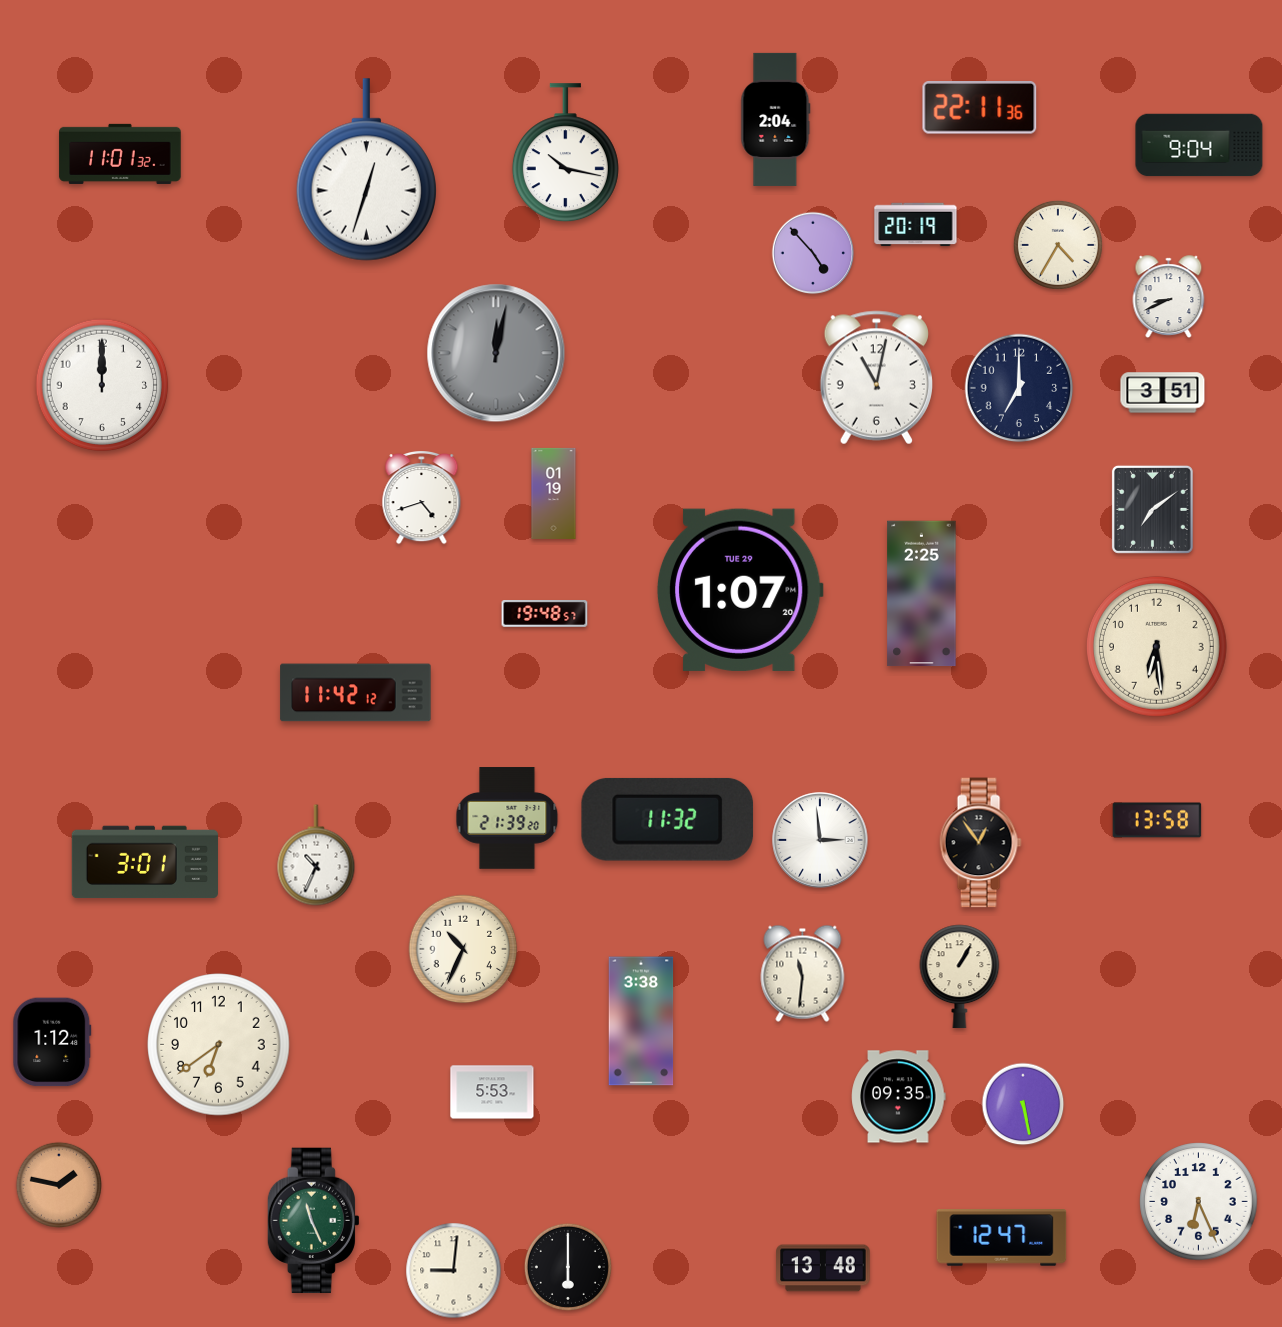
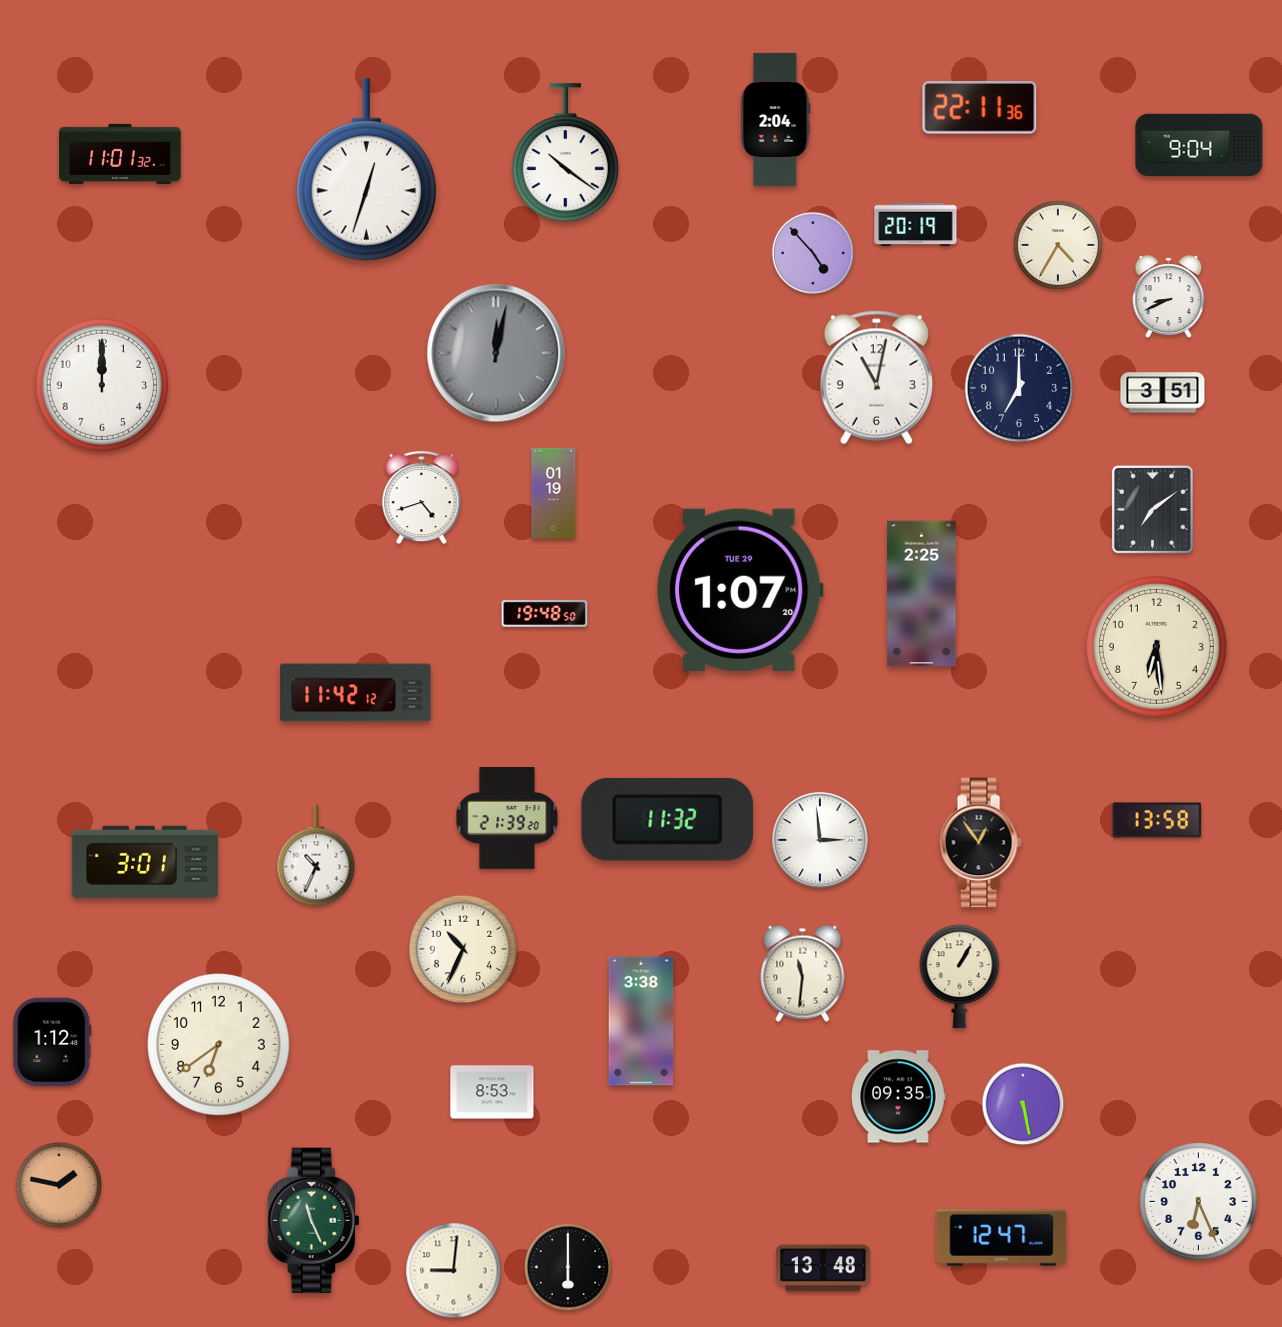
clock at (565, 153): 10:17 -> 10:21
clock at (545, 614): 19:48:57 -> 19:48:50
clock at (492, 1092): 5:53 -> 8:53
